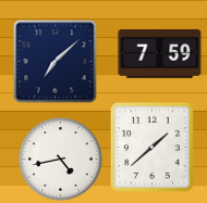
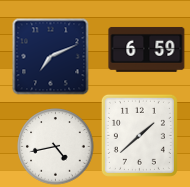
clock at (160, 53): 7:59 -> 6:59
clock at (56, 62): 7:08 -> 7:11
